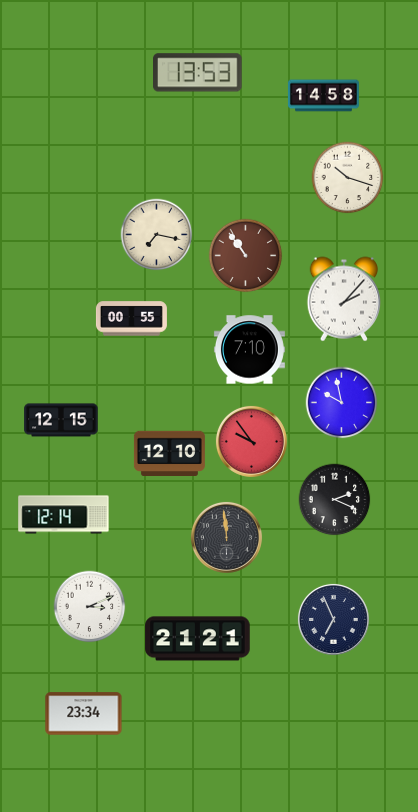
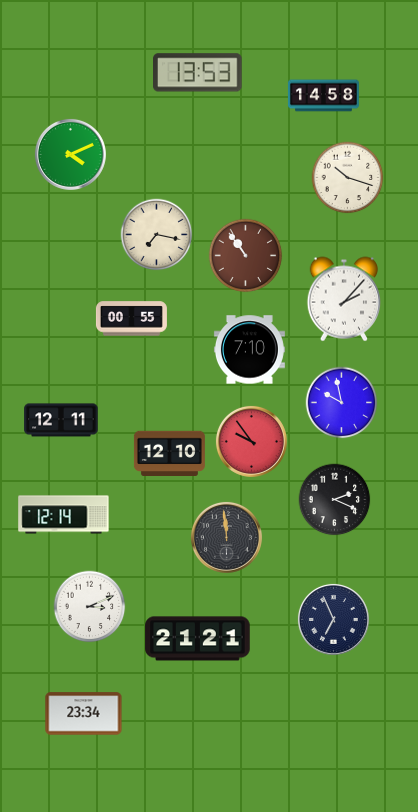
clock at (70, 154): none -> 4:11
clock at (61, 420): 12:15 -> 12:11
